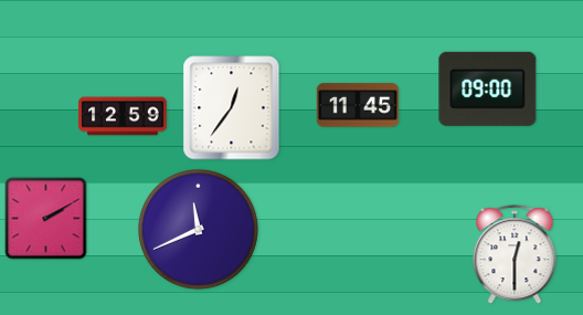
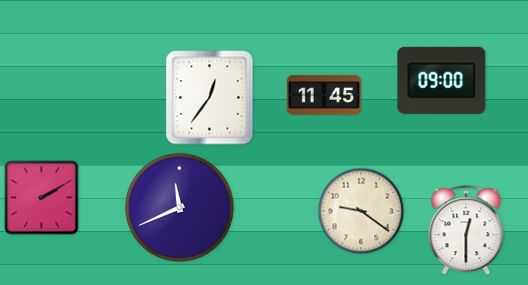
clock at (123, 116): 12:59 -> none
clock at (361, 211): none -> 9:21
